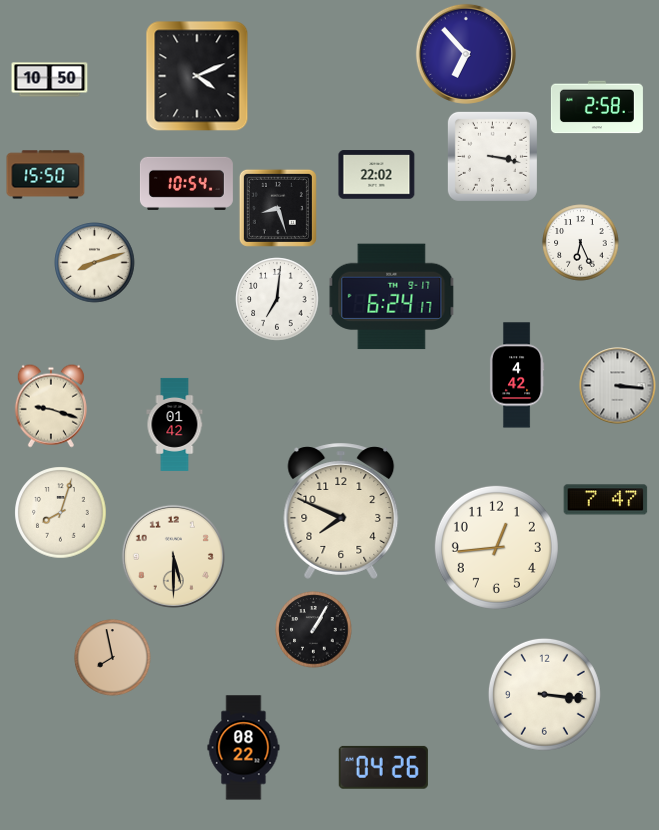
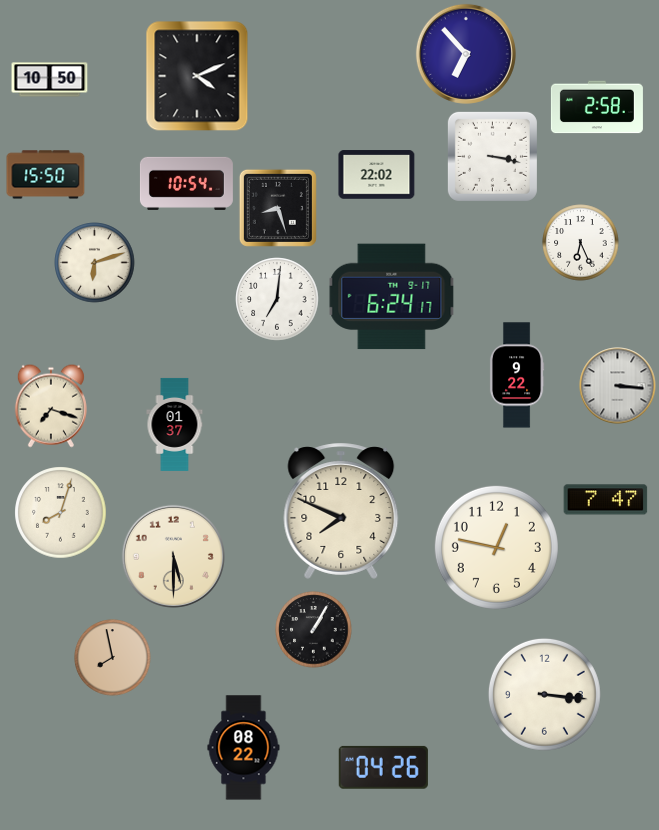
clock at (95, 263): 8:12 -> 6:12
clock at (517, 375): 4:42 -> 9:22
clock at (51, 406): 9:18 -> 7:18
clock at (175, 424): 01:42 -> 01:37
clock at (496, 547): 12:44 -> 12:47
